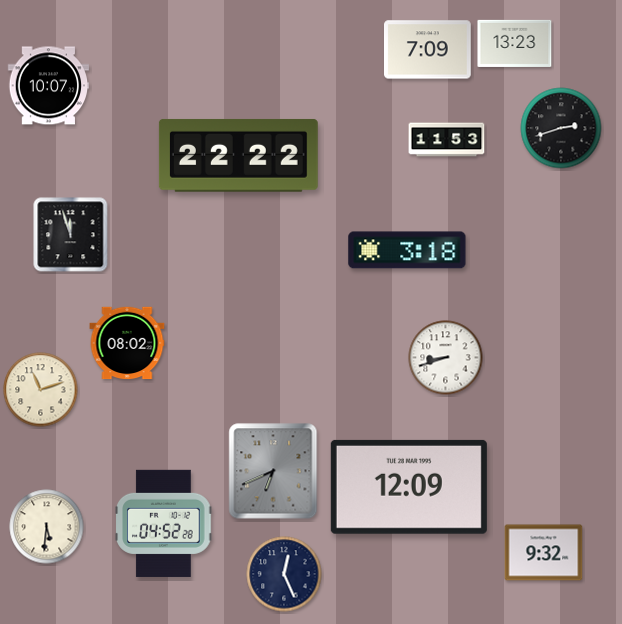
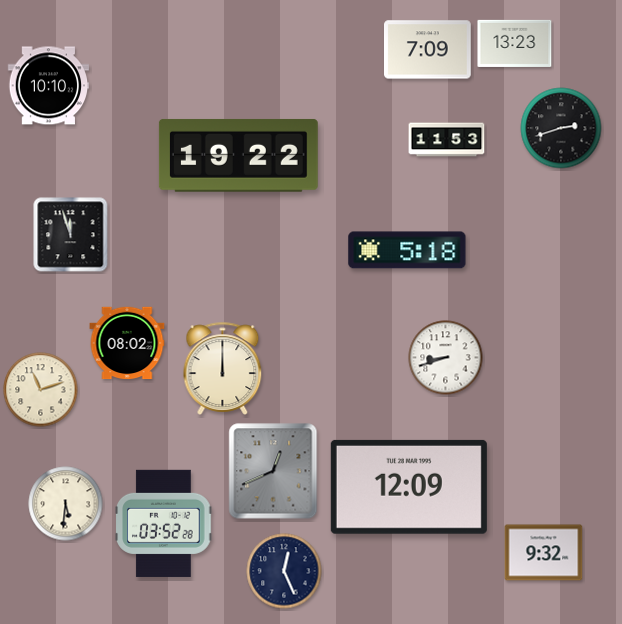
clock at (49, 86): 10:07 -> 10:10
clock at (238, 155): 22:22 -> 19:22
clock at (407, 250): 3:18 -> 5:18
clock at (223, 368): none -> 12:00
clock at (273, 471): 6:41 -> 12:41
clock at (164, 523): 04:52 -> 03:52
clock at (47, 527) position: (47, 527) -> (66, 504)
clock at (284, 574) position: (284, 574) -> (284, 571)
